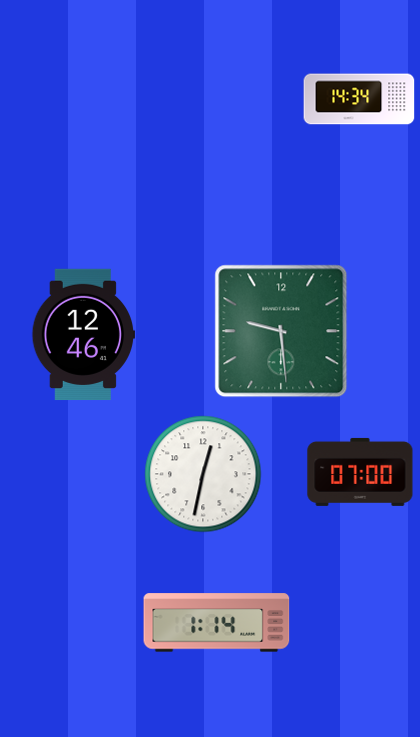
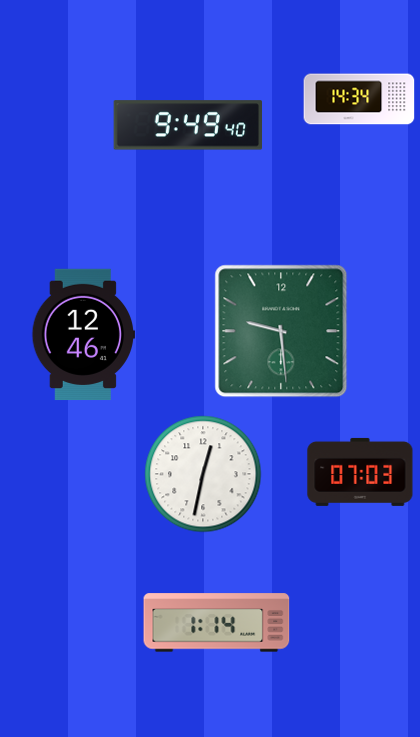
clock at (187, 125): none -> 9:49
clock at (360, 472): 07:00 -> 07:03
